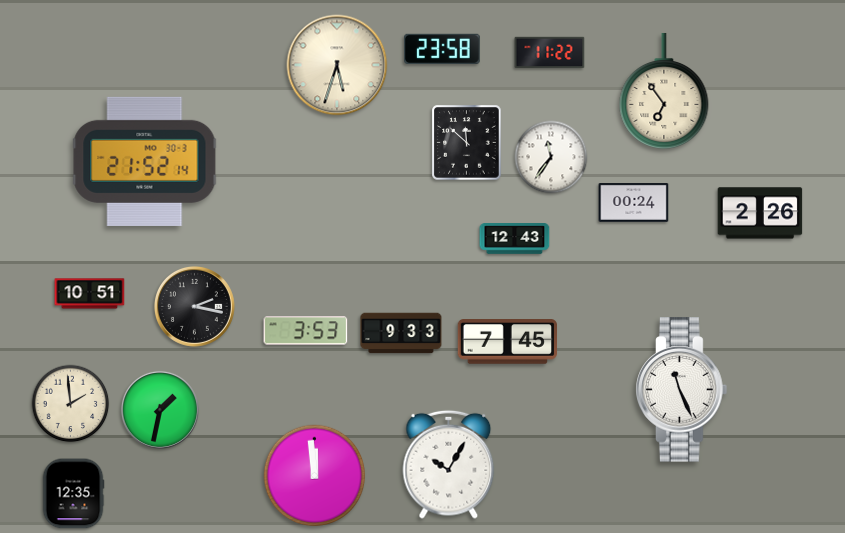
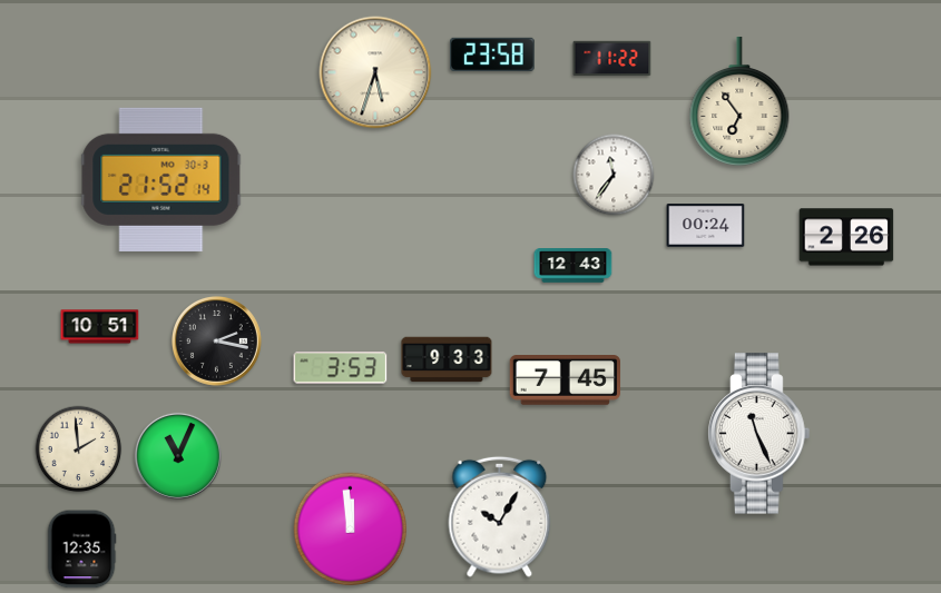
clock at (467, 143): 11:52 -> none
clock at (401, 333) position: (401, 333) -> (447, 359)
clock at (160, 410): 1:32 -> 11:04
